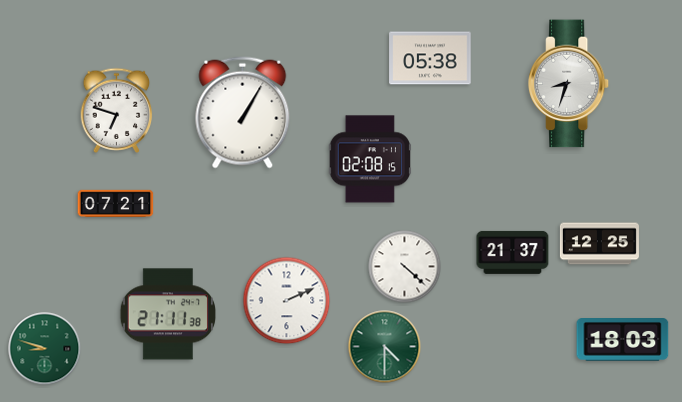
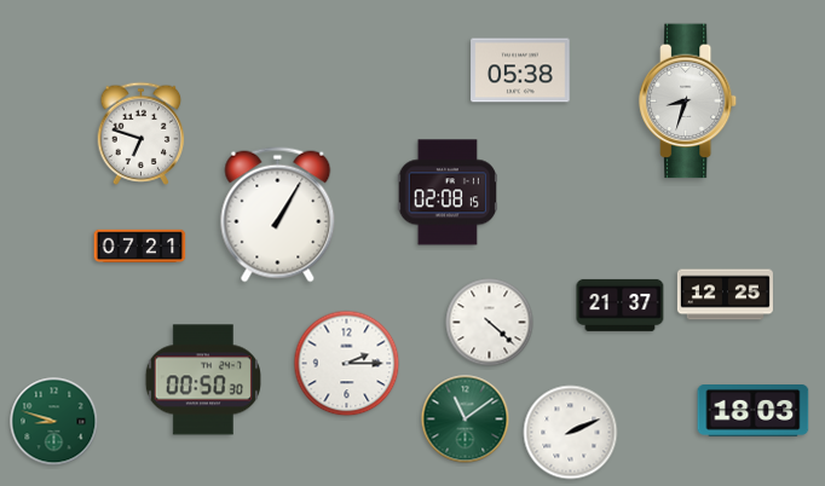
clock at (243, 113) position: (243, 113) -> (278, 215)
clock at (287, 301): 2:11 -> 2:15
clock at (167, 314): 21:11 -> 00:50
clock at (385, 347): 4:30 -> 11:09
clock at (571, 433): none -> 2:11
